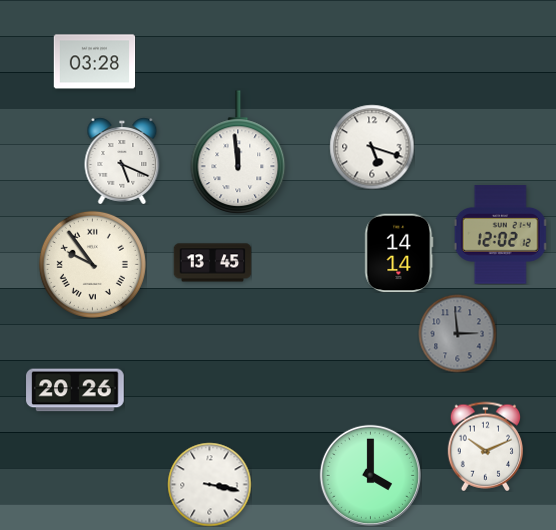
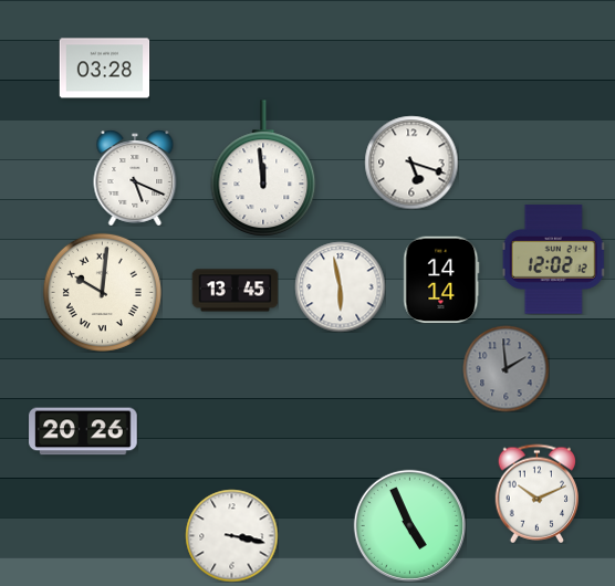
clock at (340, 286): none -> 5:58
clock at (92, 264): 9:54 -> 10:01
clock at (457, 333): 2:59 -> 1:59
clock at (370, 475): 4:00 -> 4:56
